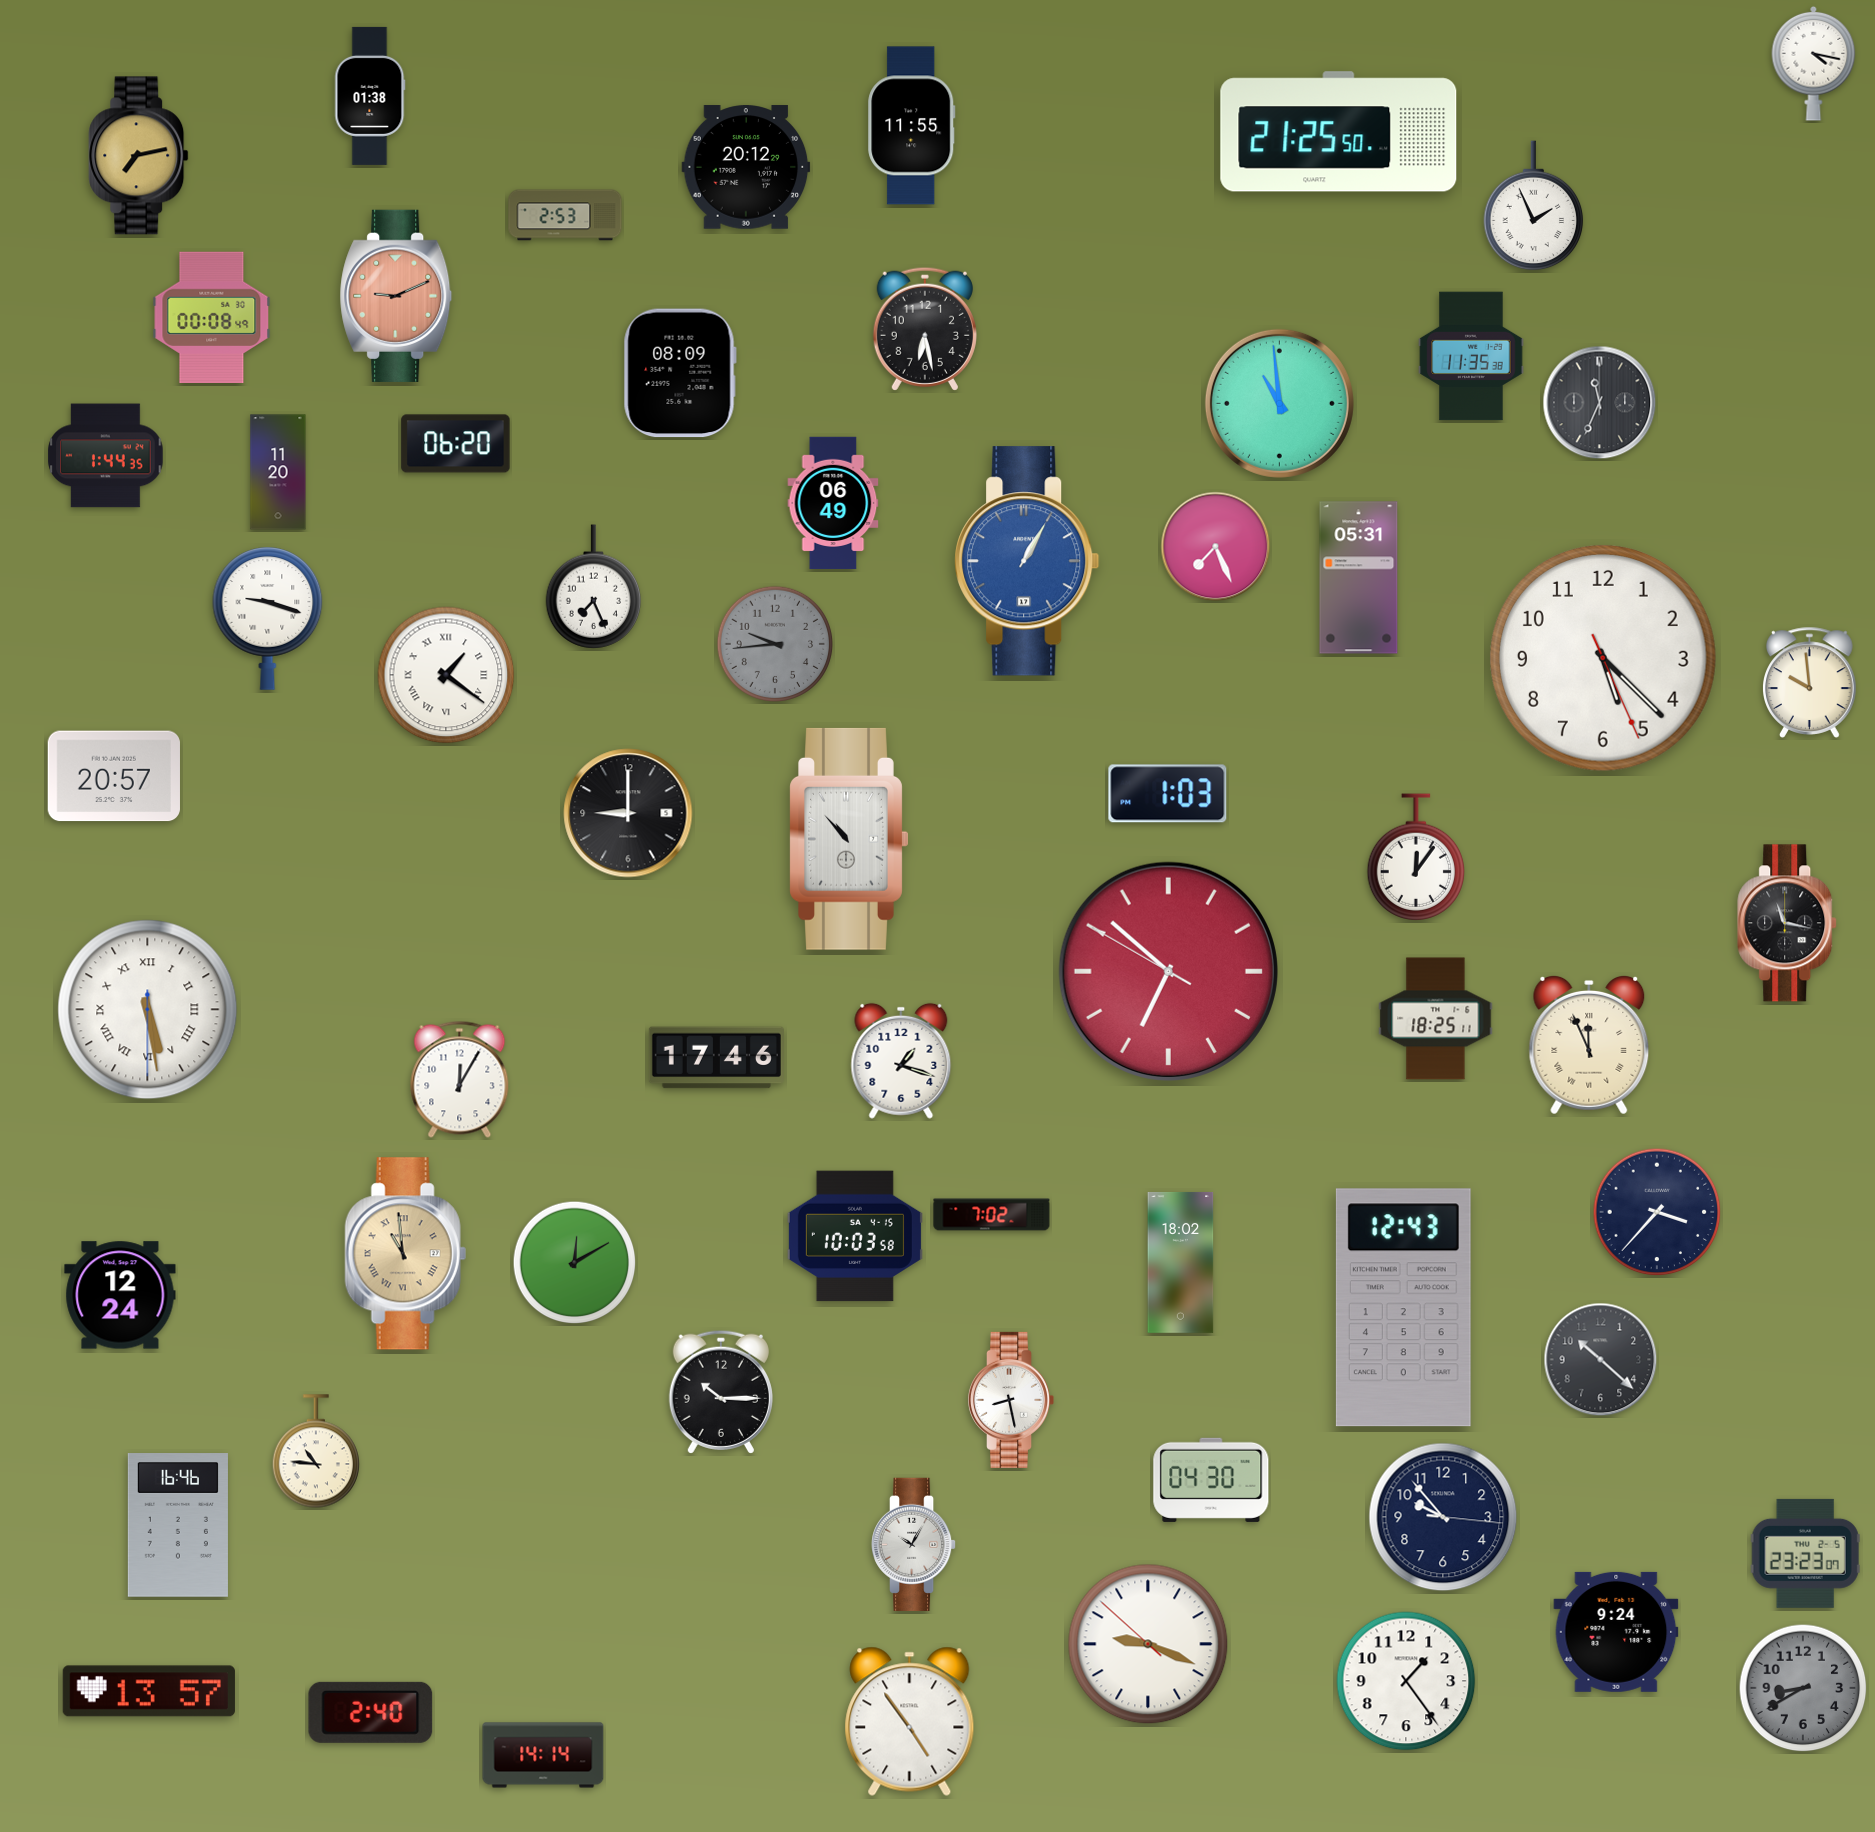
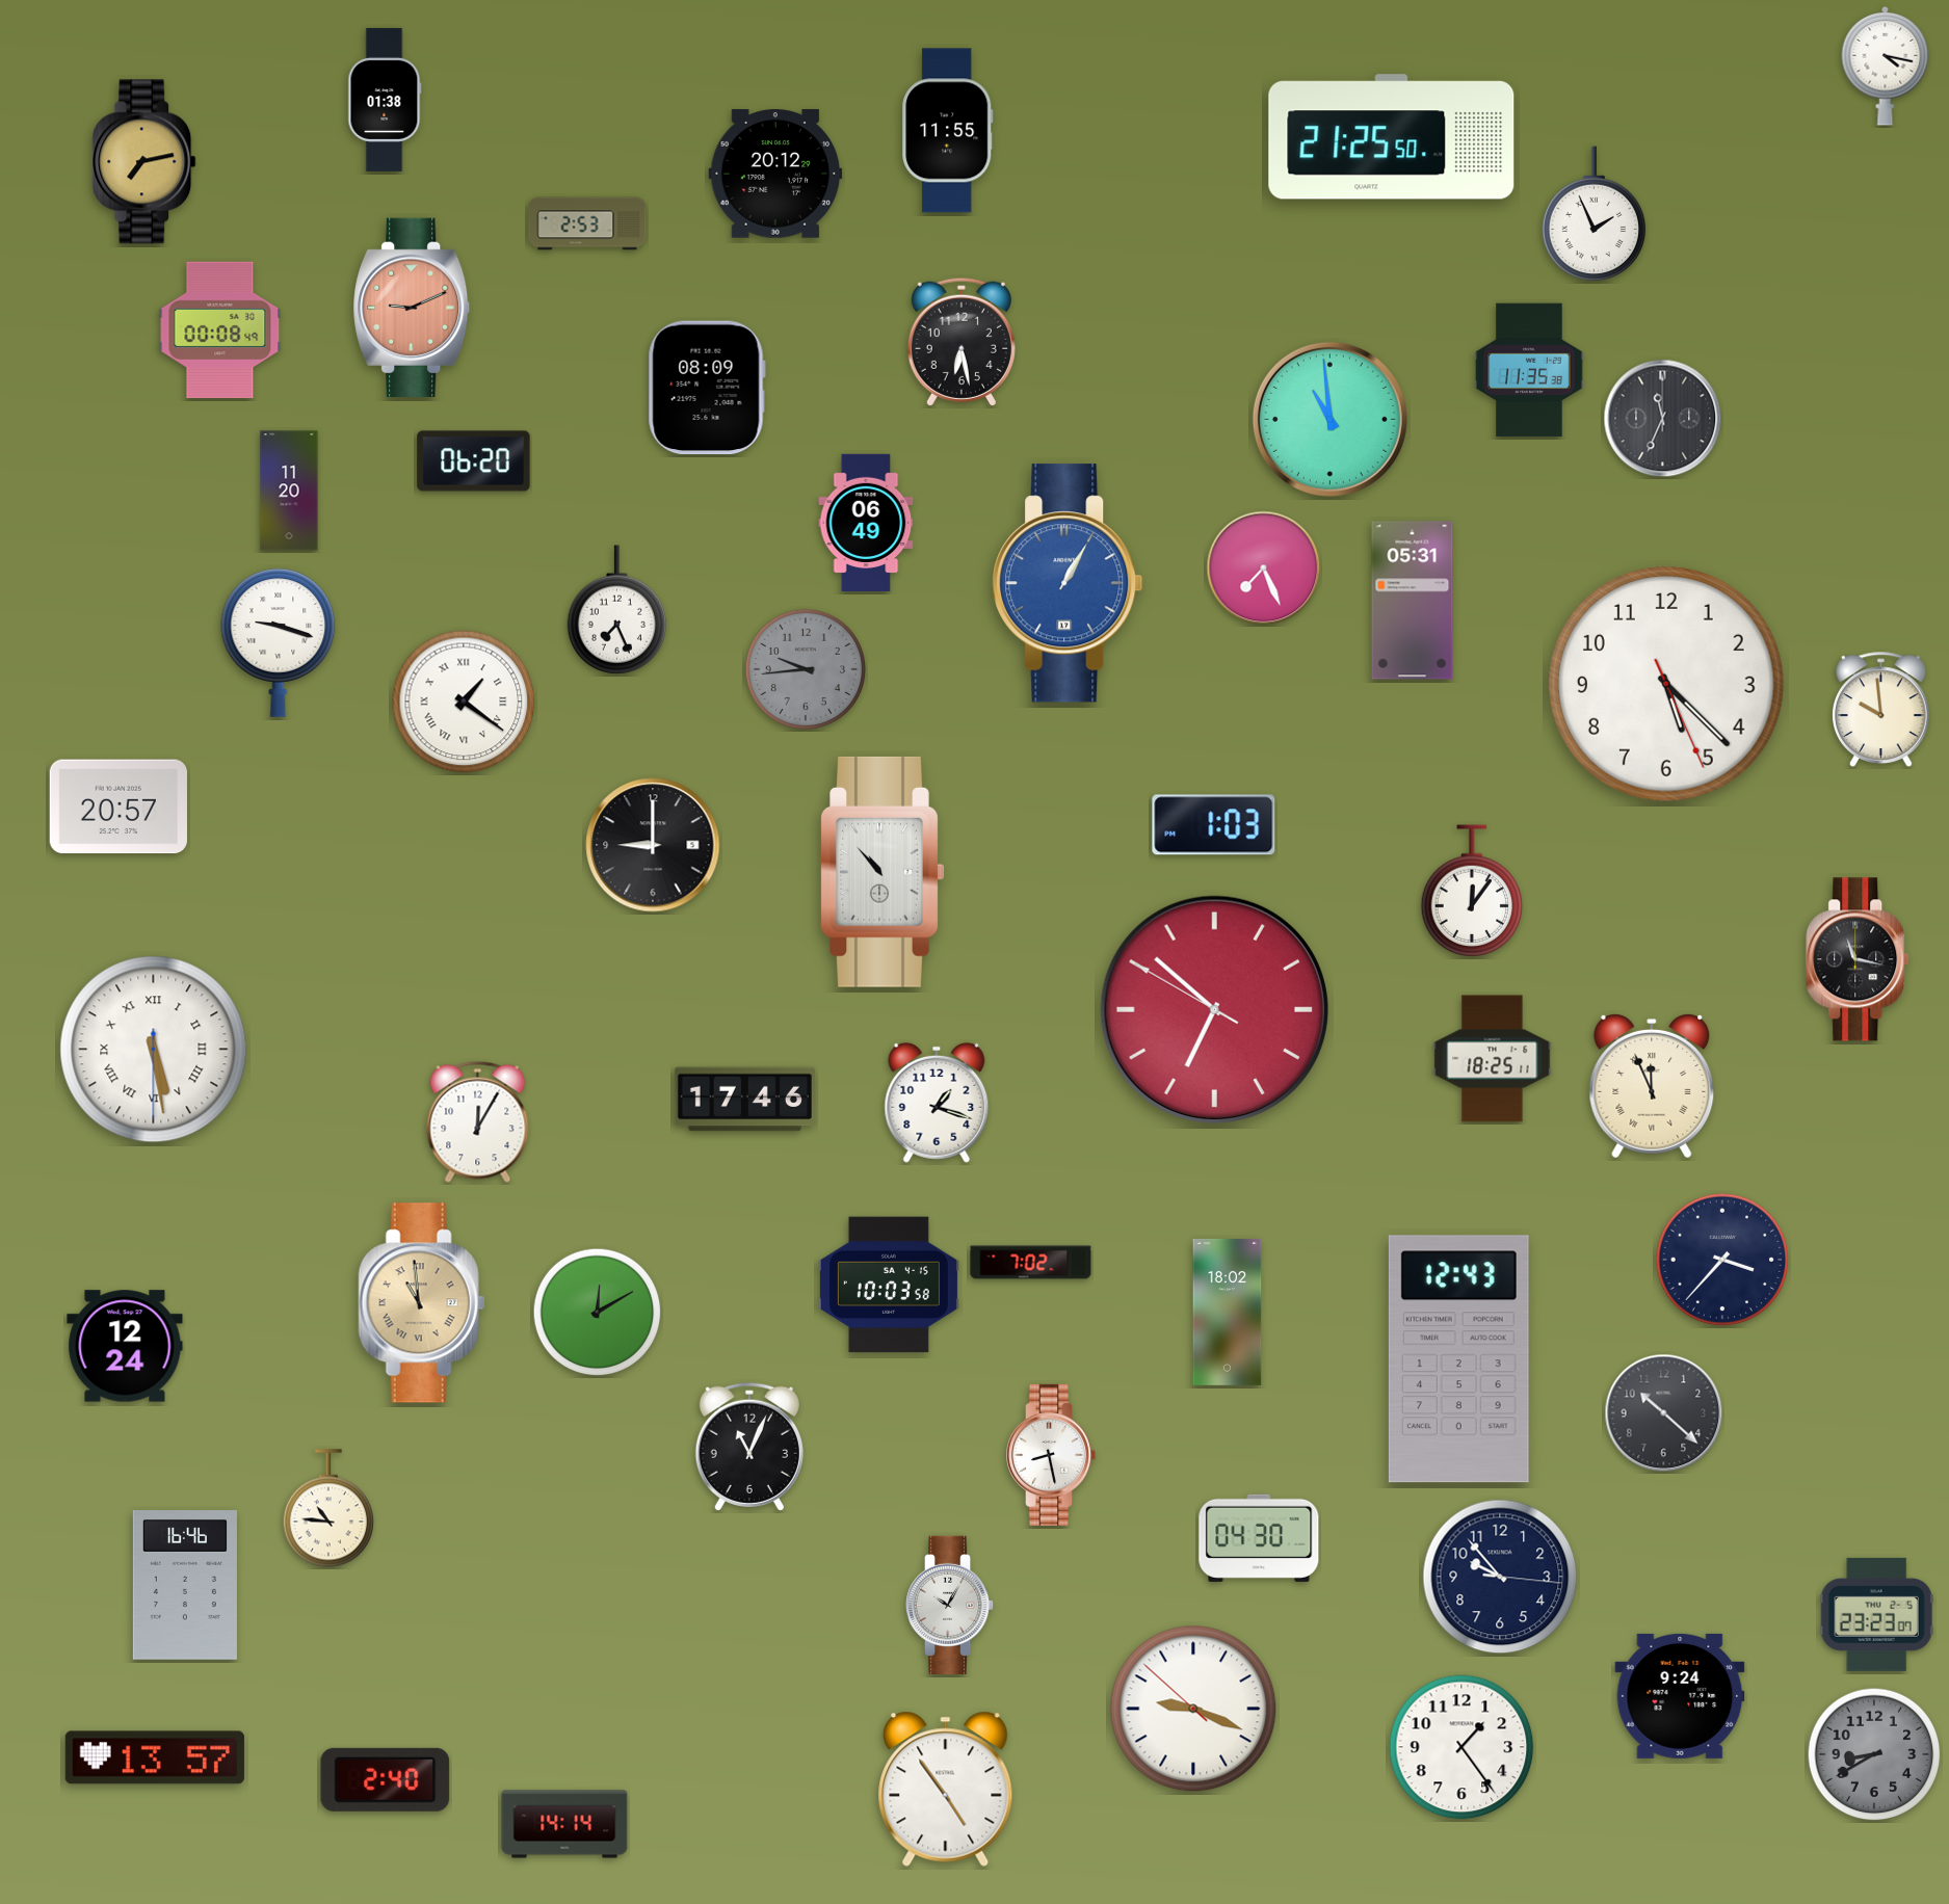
clock at (106, 456): 1:44 -> none
clock at (721, 1392): 10:15 -> 11:04
